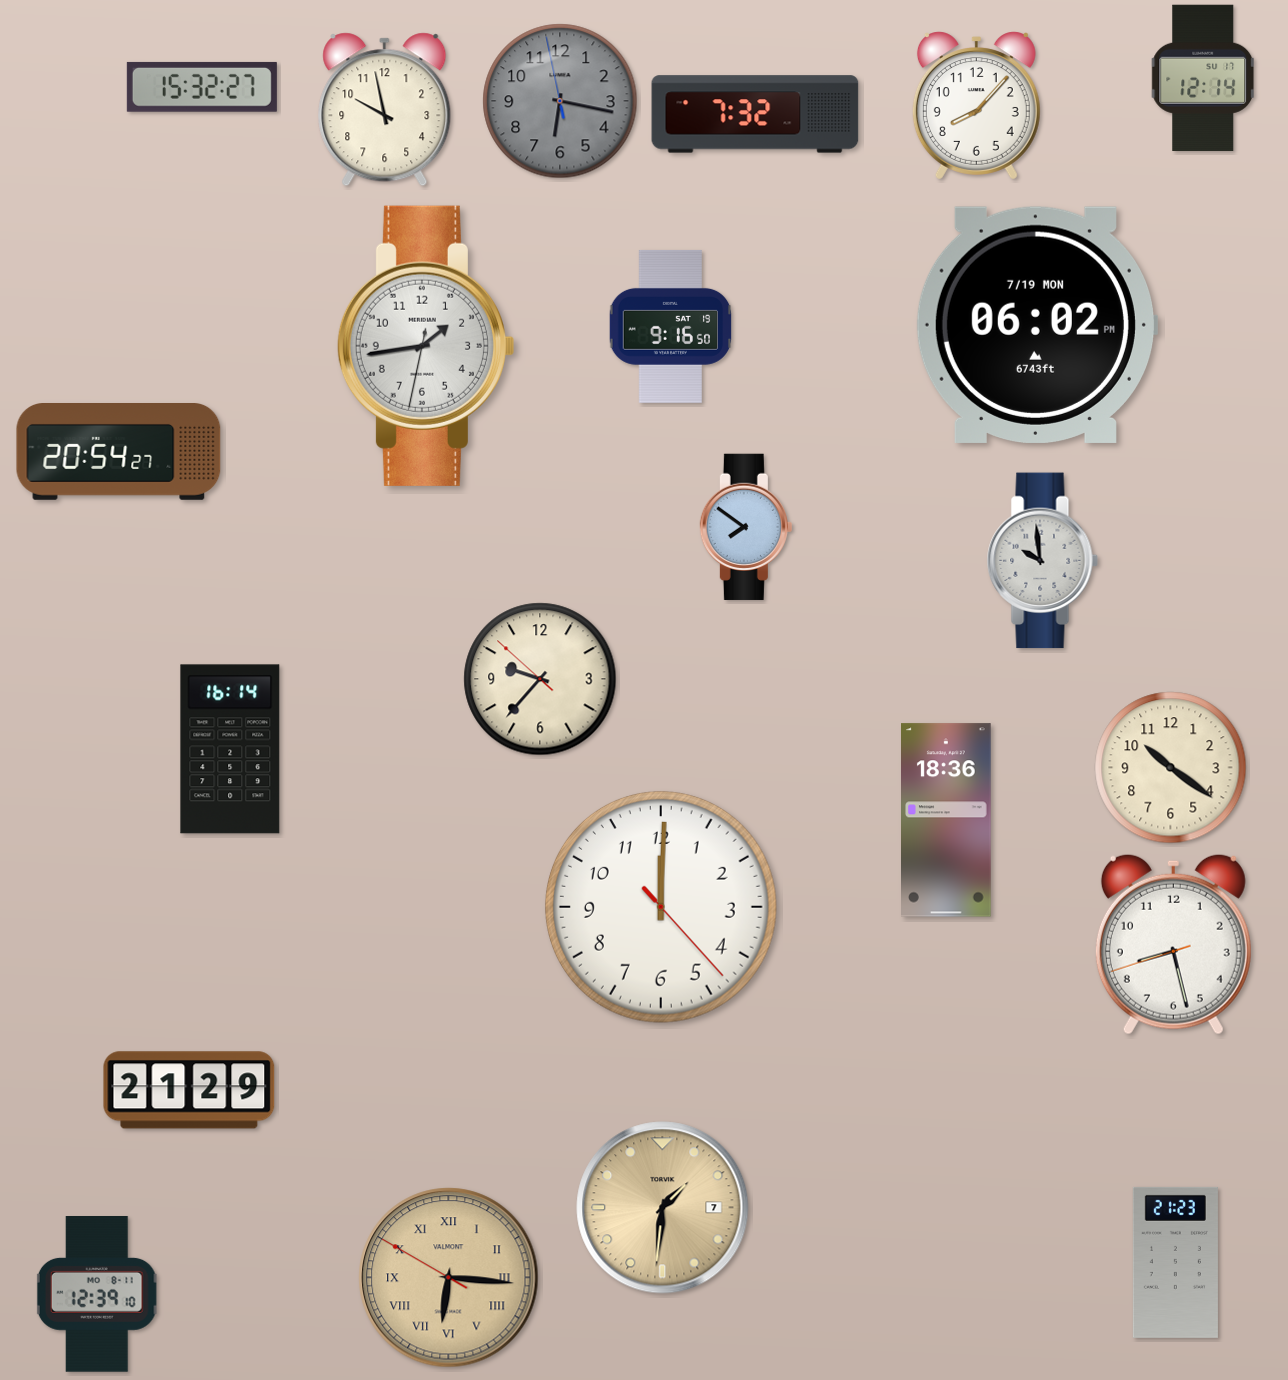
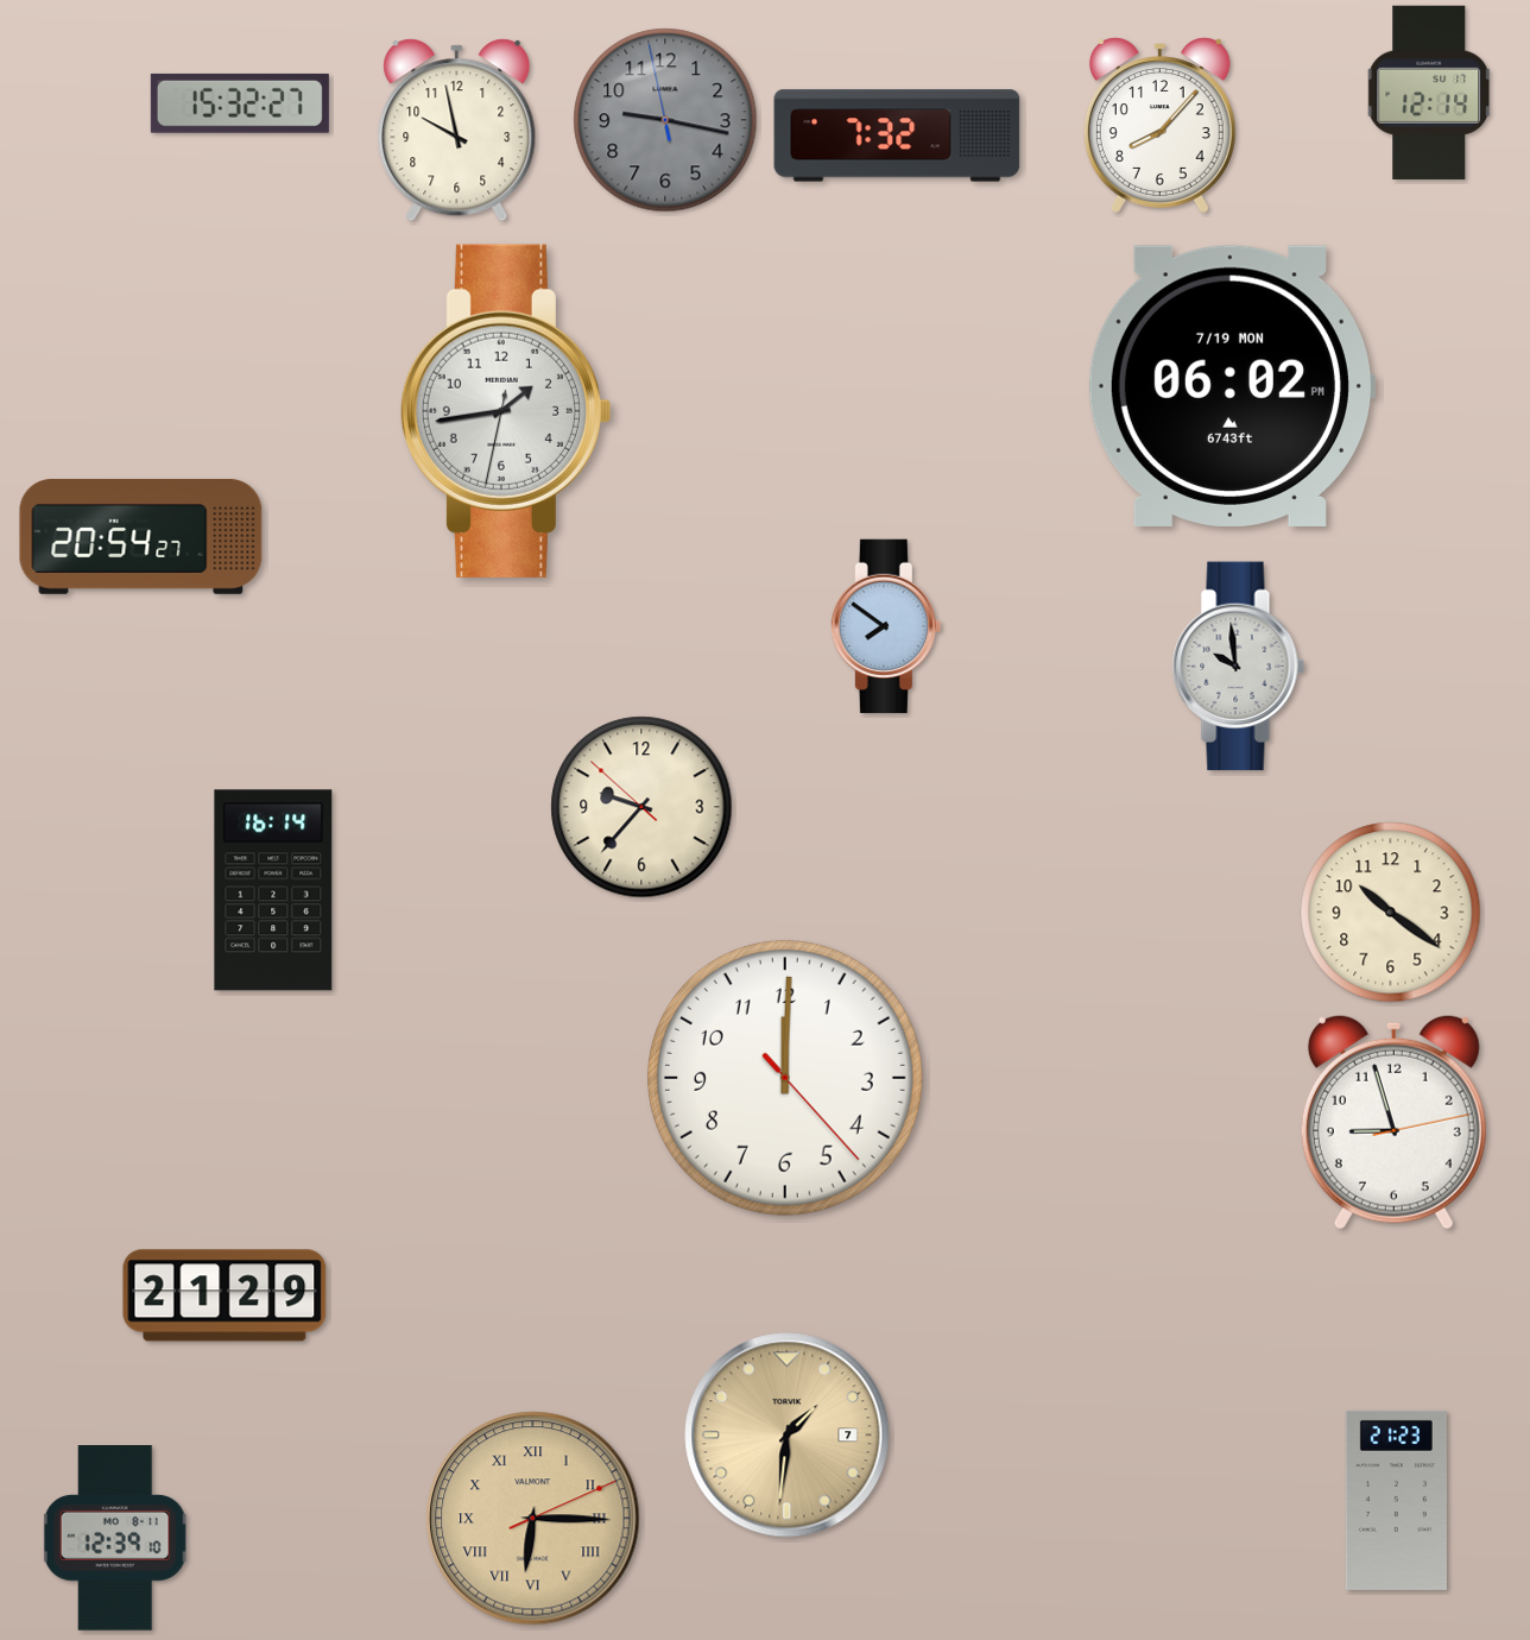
clock at (560, 101): 6:16 -> 9:16
clock at (671, 326): 9:16 -> none
clock at (947, 820): 18:36 -> none
clock at (1173, 944): 8:27 -> 8:57
clock at (449, 1278): 6:15:50 -> 6:15:11
